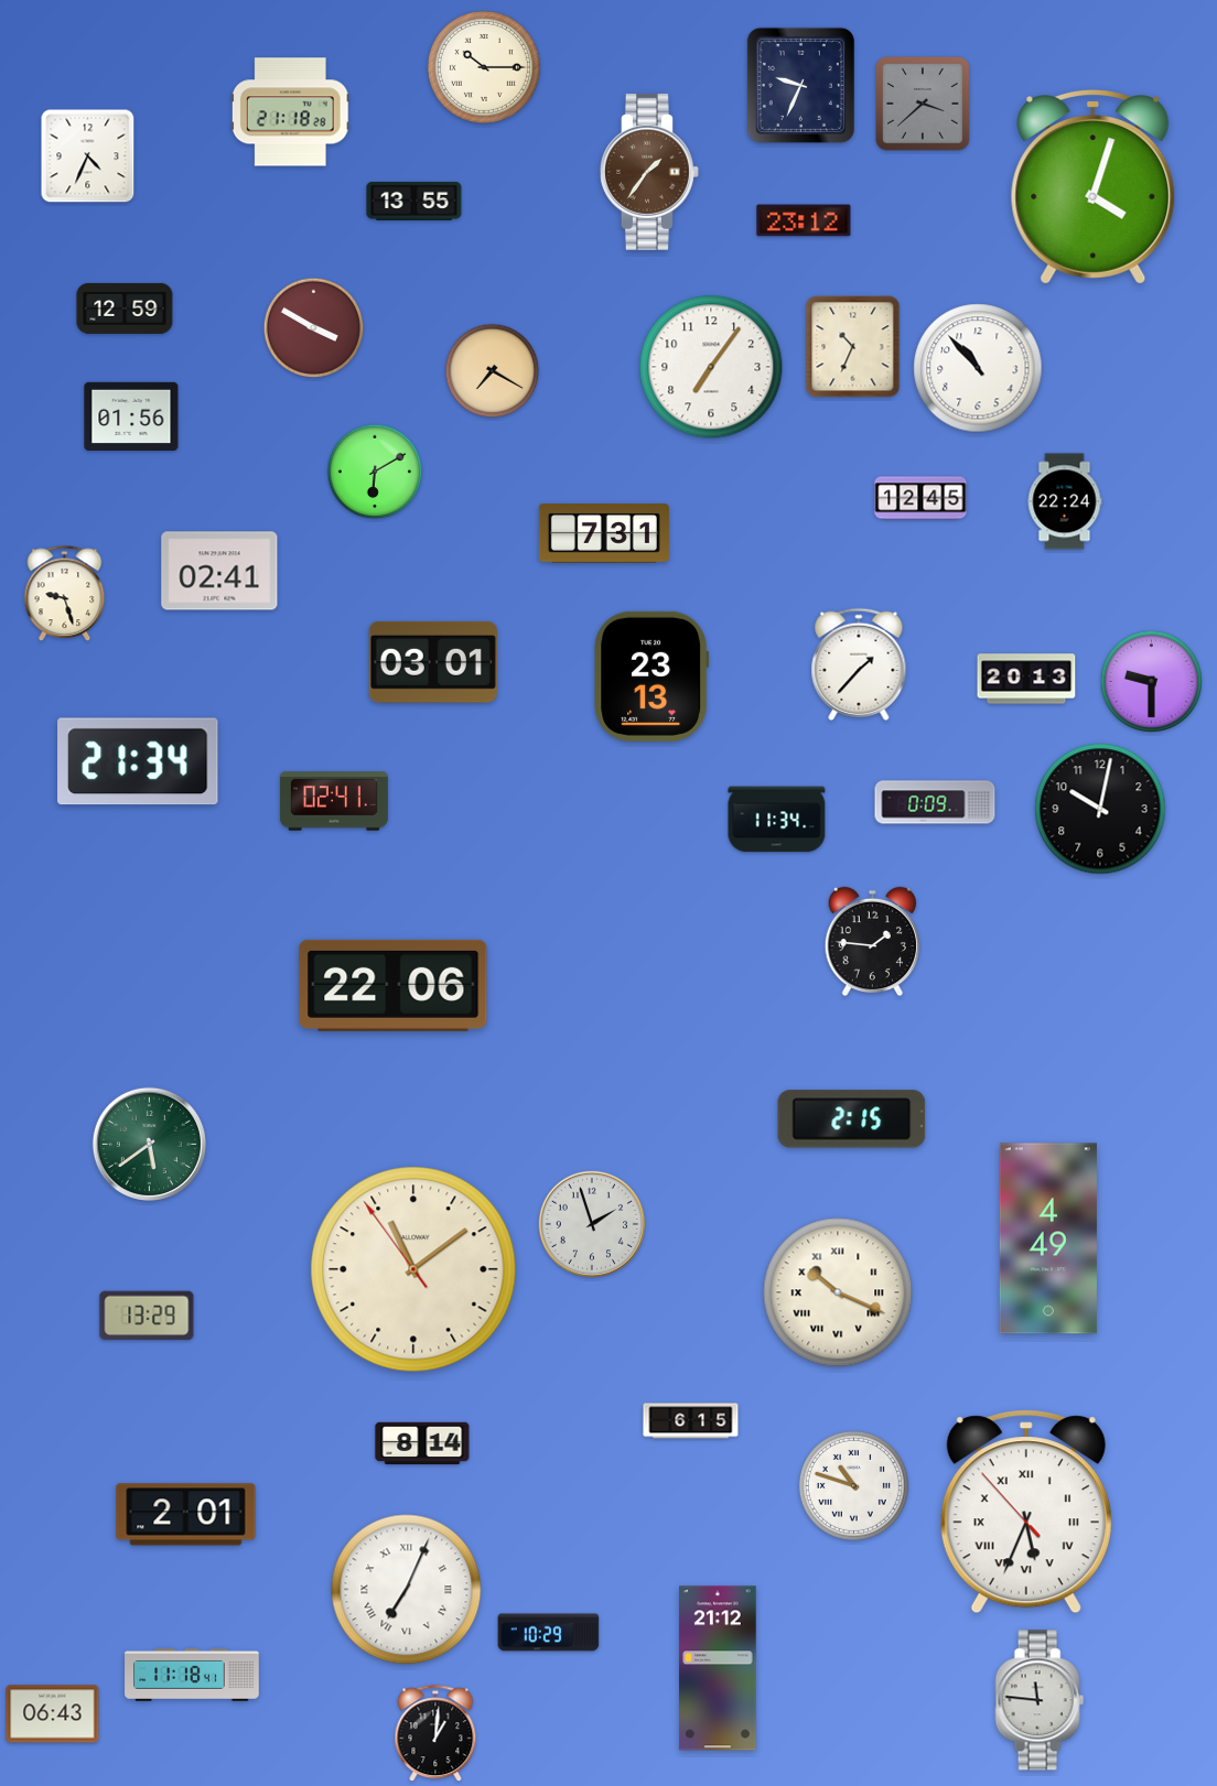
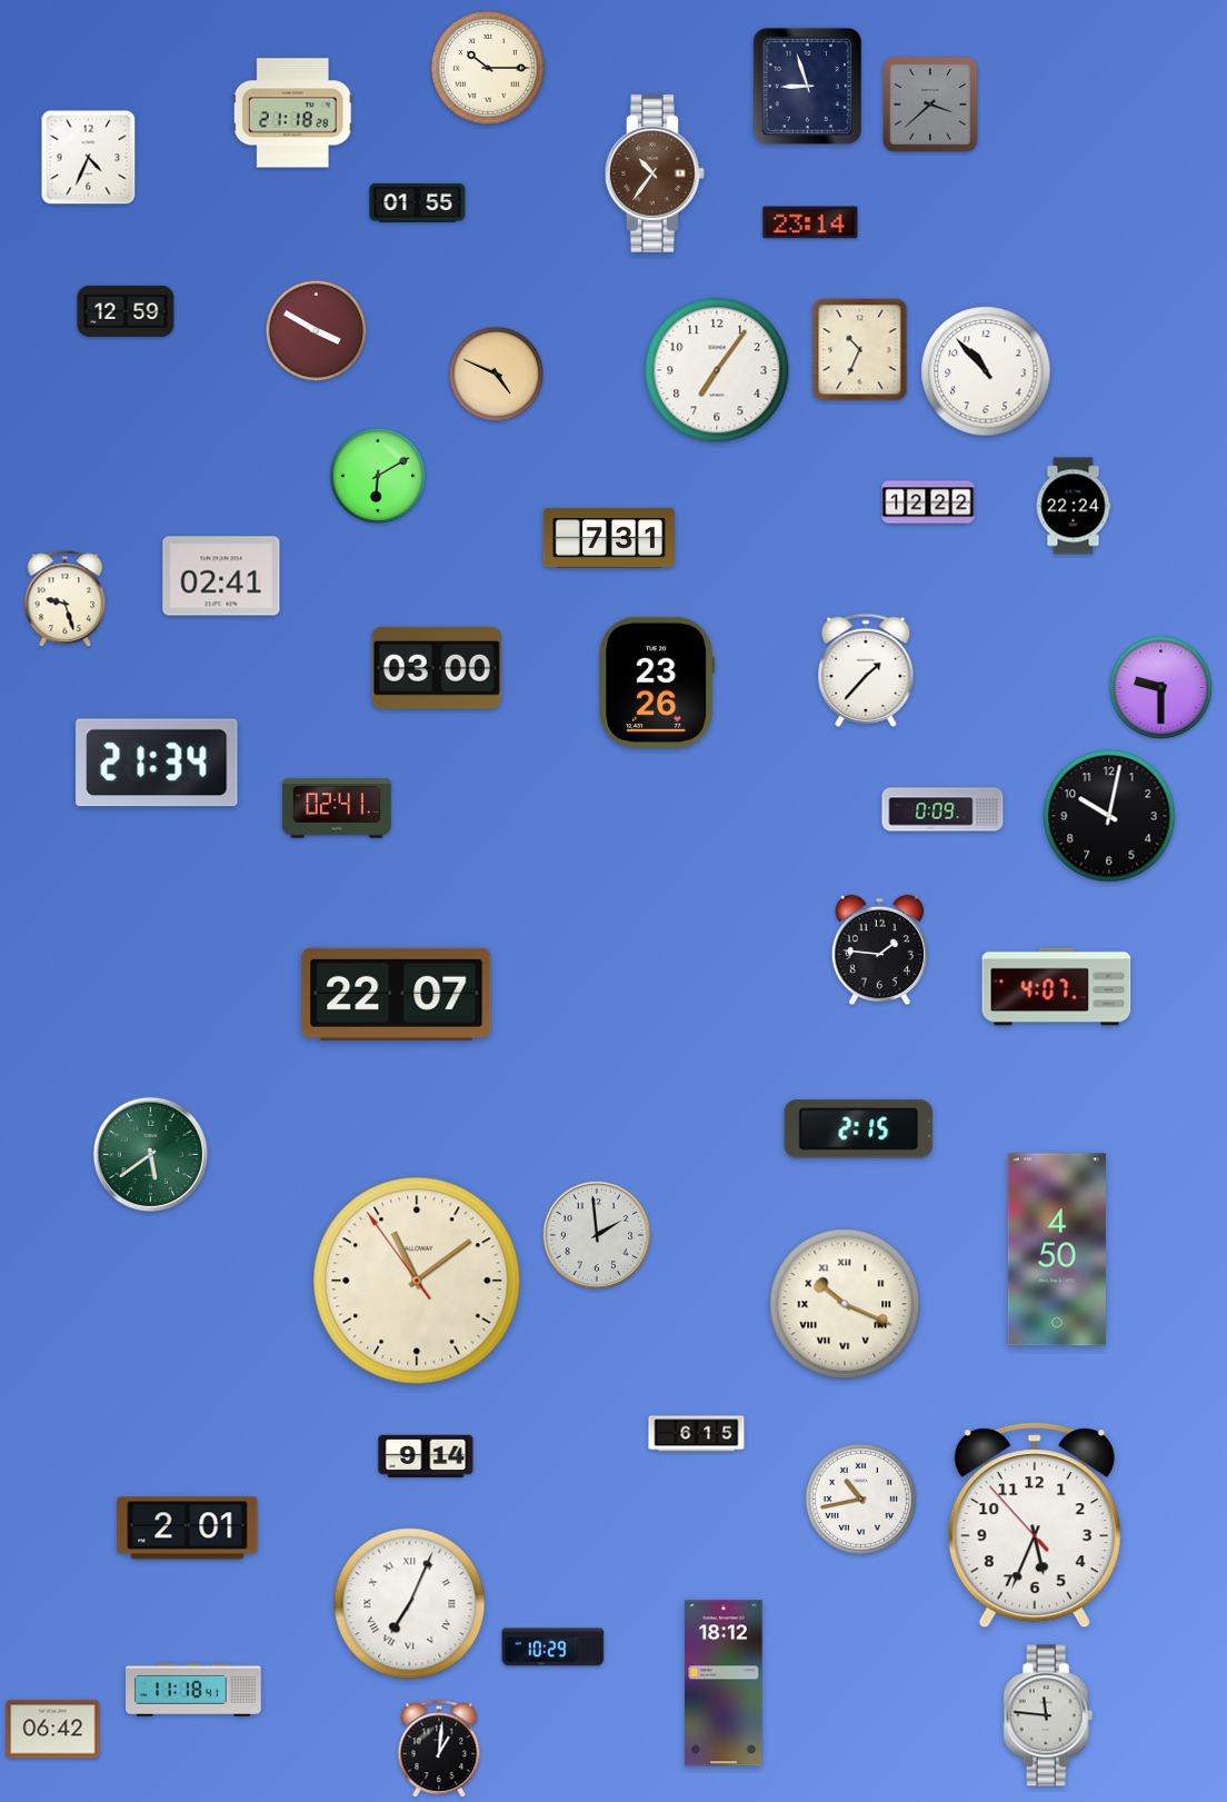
clock at (800, 85): 9:34 -> 8:57
clock at (649, 172): 1:36 -> 10:36
clock at (1094, 187): 4:03 -> none
clock at (414, 201): 13:55 -> 01:55
clock at (804, 220): 23:12 -> 23:14
clock at (493, 371): 7:20 -> 4:49
clock at (131, 415): 01:56 -> none
clock at (920, 498): 12:45 -> 12:22
clock at (433, 662): 03:01 -> 03:00
clock at (651, 676): 23:13 -> 23:26
clock at (1026, 679): 20:13 -> none
clock at (138, 761) position: (138, 761) -> (157, 763)
clock at (777, 820): 11:34 -> none
clock at (1057, 987): none -> 4:07
clock at (394, 985): 22:06 -> 22:07
clock at (591, 1223): 1:57 -> 1:59
clock at (1048, 1238): 4:49 -> 4:50
clock at (147, 1316): 13:29 -> none
clock at (422, 1443): 8:14 -> 9:14
clock at (853, 1485): 10:48 -> 10:43
clock at (1026, 1512) numerals: Roman -> Arabic
clock at (718, 1668): 21:12 -> 18:12
clock at (53, 1714): 06:43 -> 06:42
